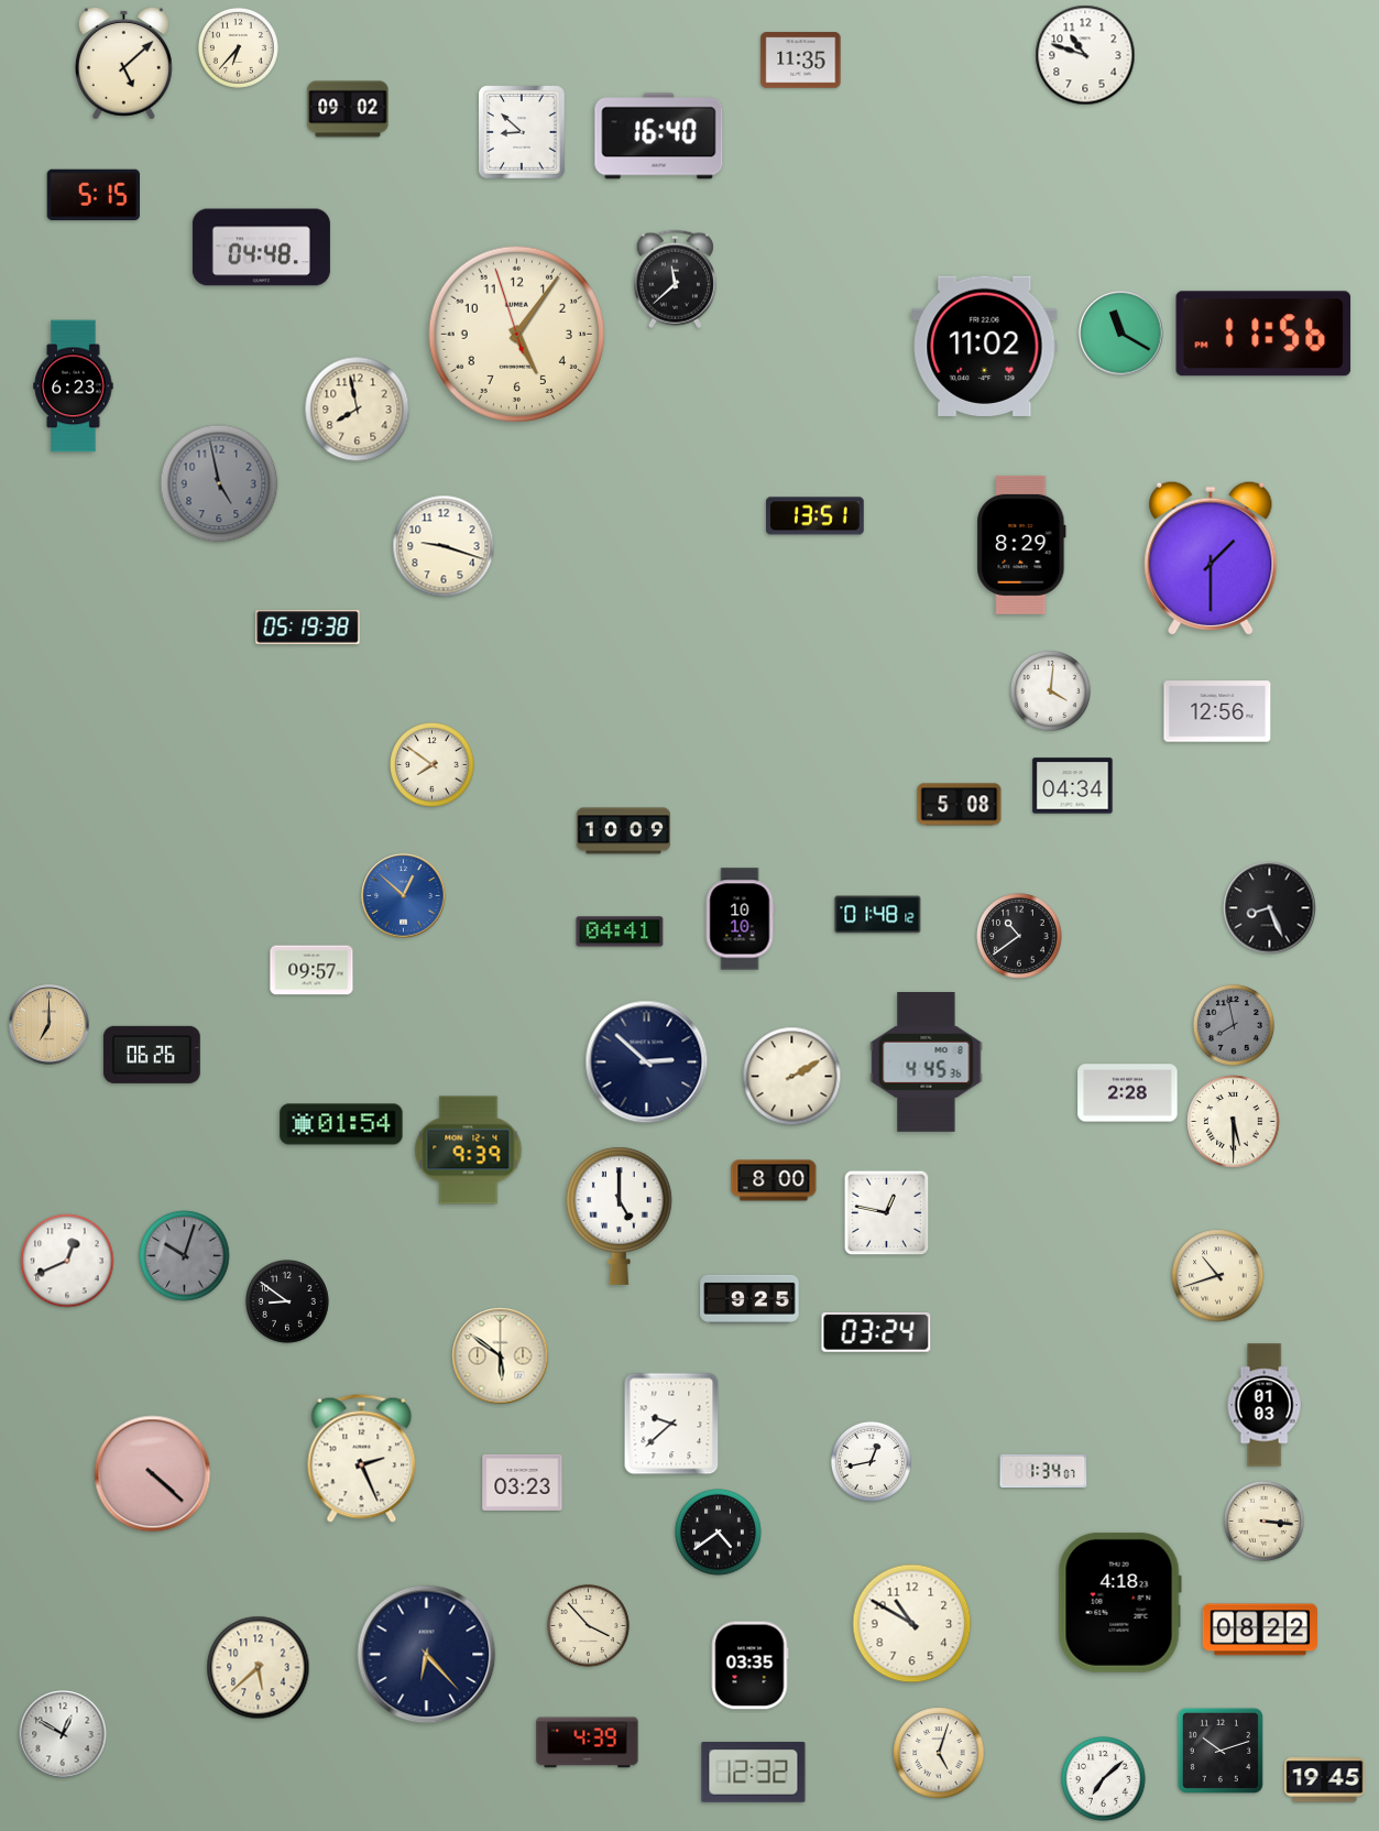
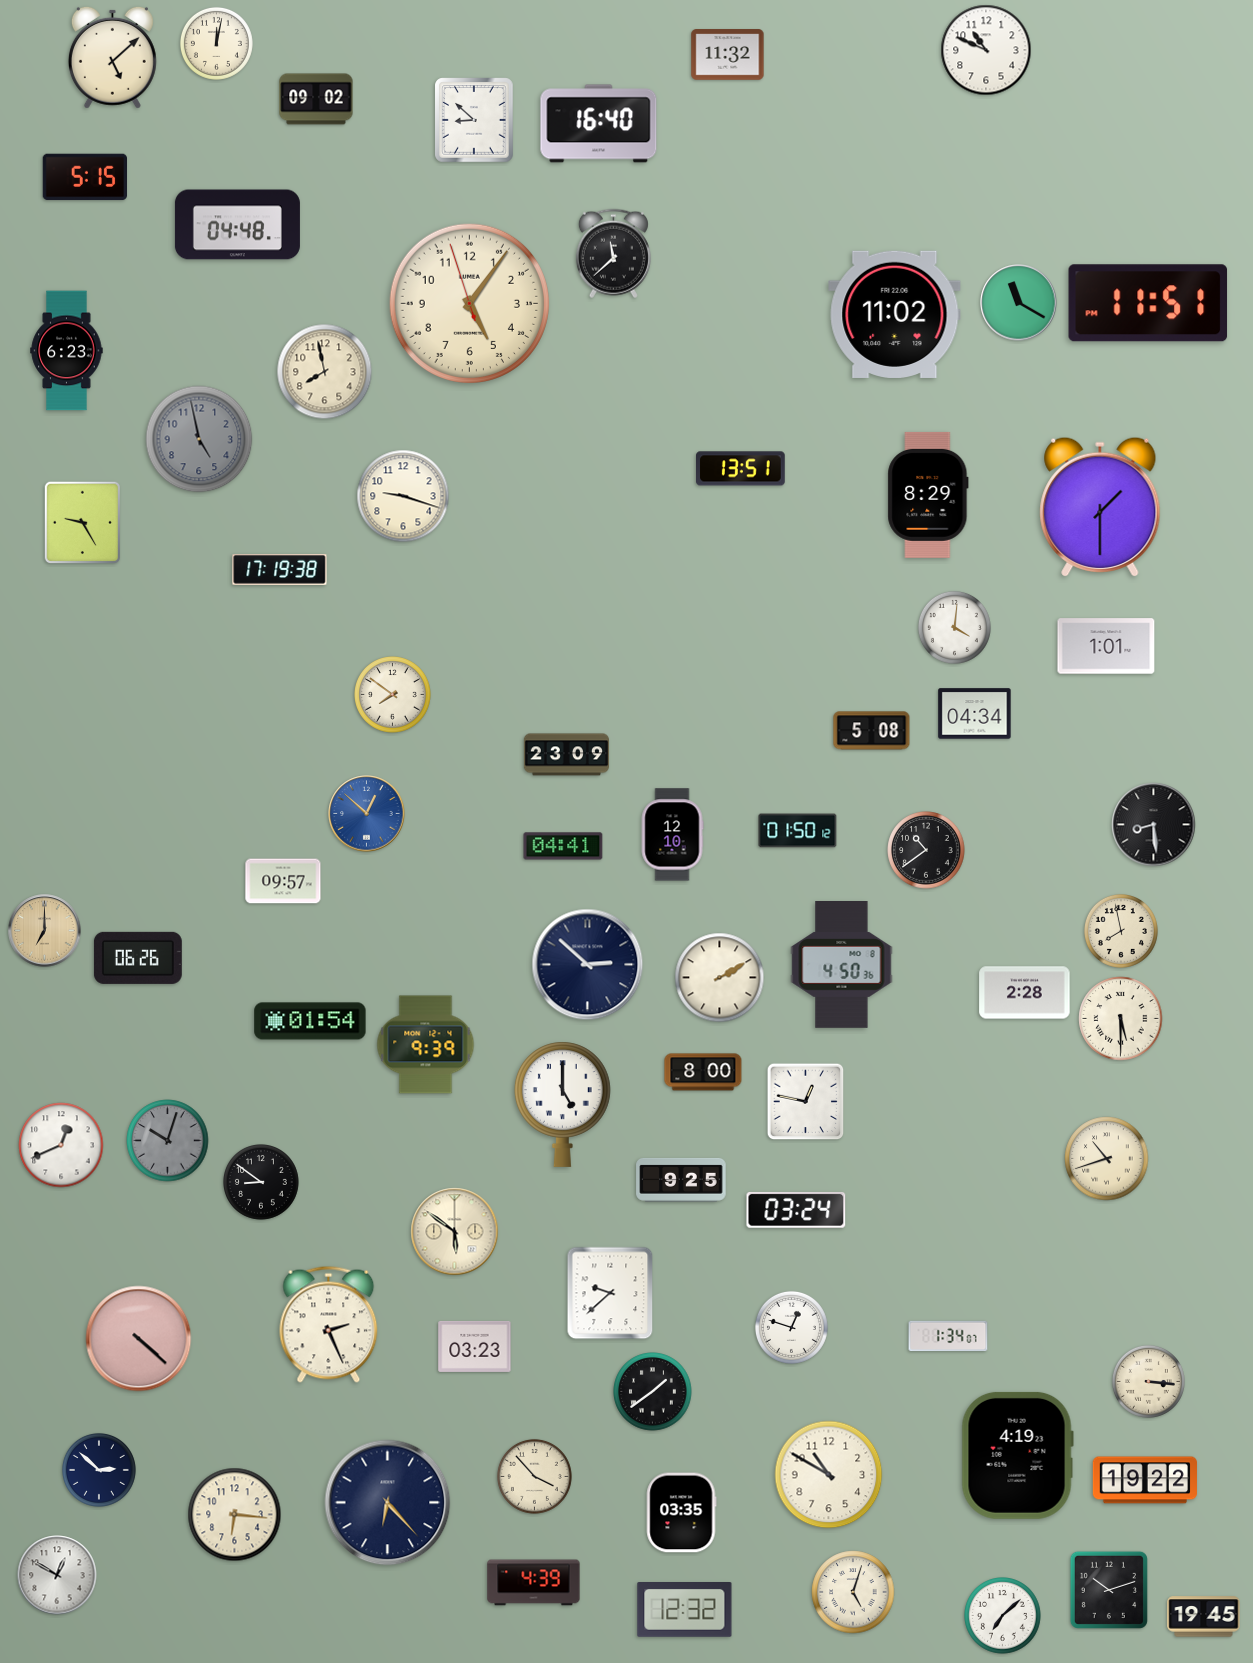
clock at (238, 47): 6:37 -> 12:02
clock at (1085, 55): 10:48 -> 10:49
clock at (801, 61): 11:35 -> 11:32
clock at (1263, 334): 11:56 -> 11:51
clock at (83, 523): none -> 9:25
clock at (308, 628): 05:19 -> 17:19
clock at (1217, 711): 12:56 -> 1:01
clock at (623, 831): 10:09 -> 23:09
clock at (1270, 908): 8:26 -> 8:29
clock at (878, 915): 01:48 -> 01:50
clock at (740, 919): 10:10 -> 12:10
clock at (1234, 1025) dial: grey -> cream
clock at (927, 1062): 4:45 -> 4:50
clock at (1265, 1405): 01:03 -> none
clock at (871, 1461): 12:43 -> 12:48
clock at (719, 1533): 4:39 -> 1:39
clock at (1119, 1602): 4:18 -> 4:19
clock at (99, 1470): none -> 2:52
clock at (1260, 1630): 08:22 -> 19:22
clock at (259, 1668): 5:38 -> 6:16
